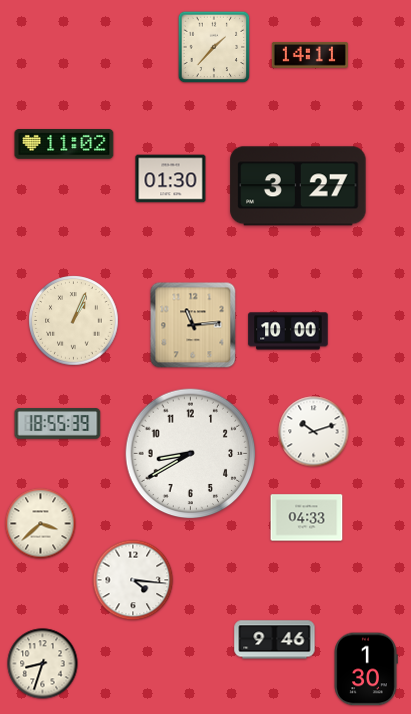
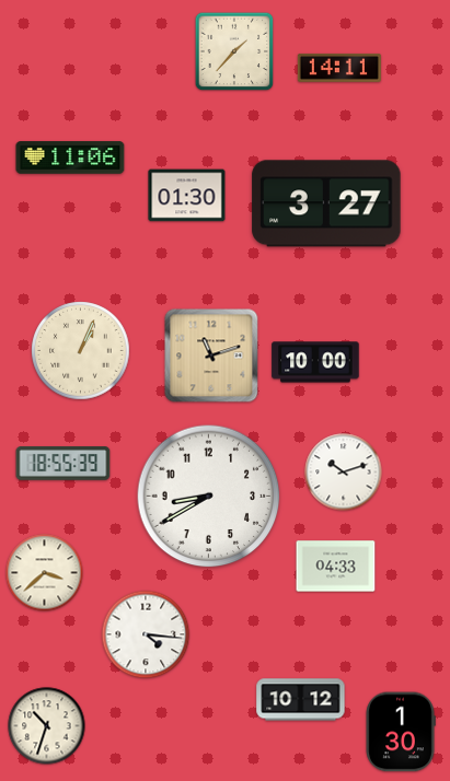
clock at (310, 55) position: (310, 55) -> (339, 68)
clock at (64, 144): 11:02 -> 11:06
clock at (193, 325): 11:14 -> 11:12
clock at (275, 640): 9:46 -> 10:12
clock at (43, 664): 8:33 -> 10:33
